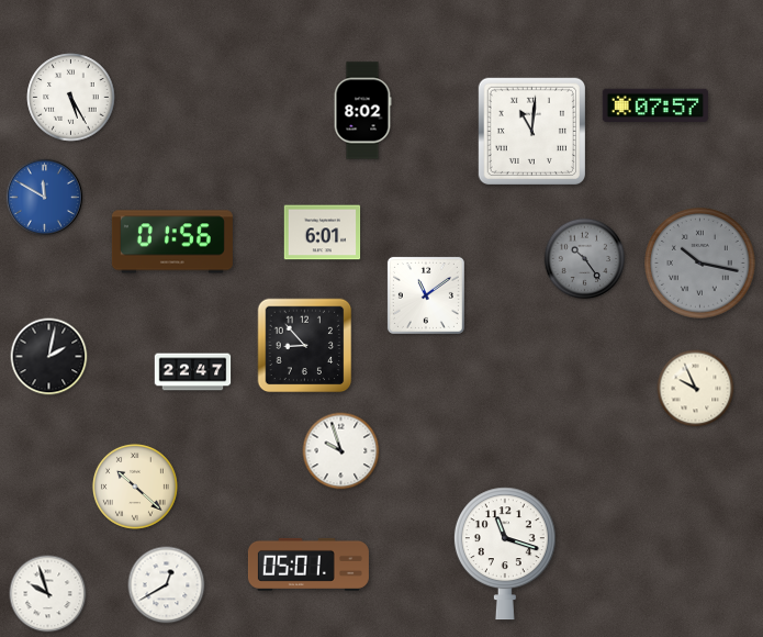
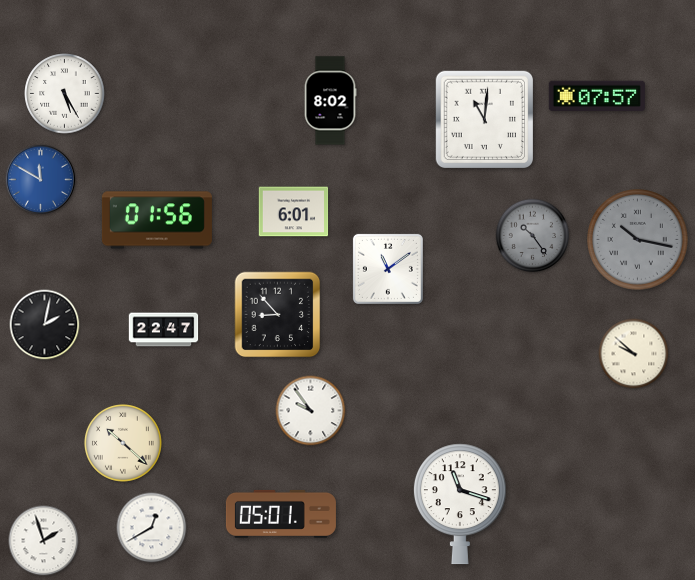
clock at (71, 98) position: (71, 98) -> (65, 94)
clock at (193, 372) position: (193, 372) -> (164, 330)
clock at (696, 389): 9:56 -> 9:52
clock at (341, 451): 9:57 -> 9:54
clock at (167, 585) position: (167, 585) -> (152, 528)
clock at (48, 594): 9:57 -> 1:57
